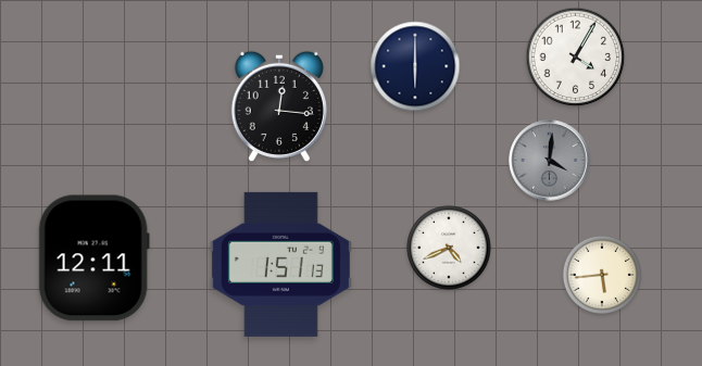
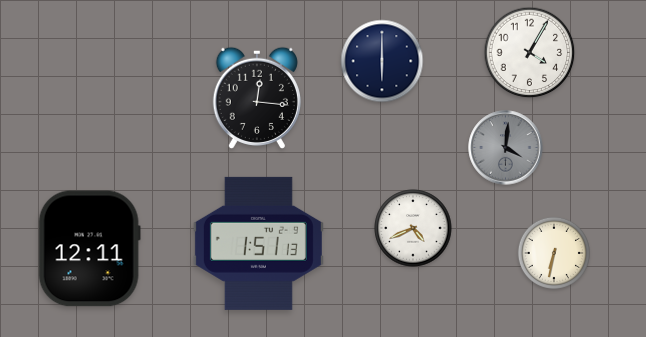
clock at (93, 258) position: (93, 258) -> (89, 249)
clock at (602, 275): 5:44 -> 6:32
